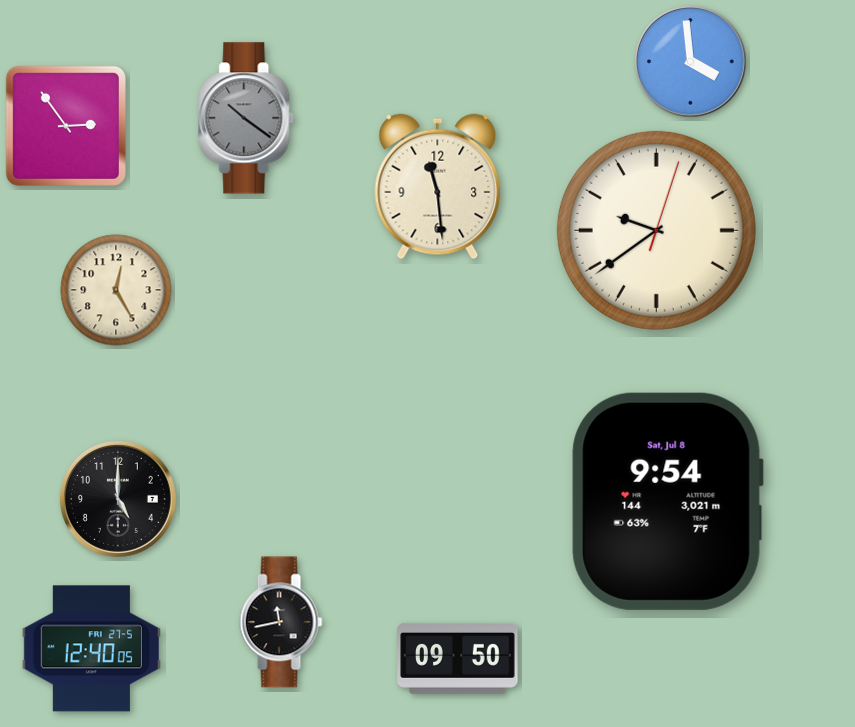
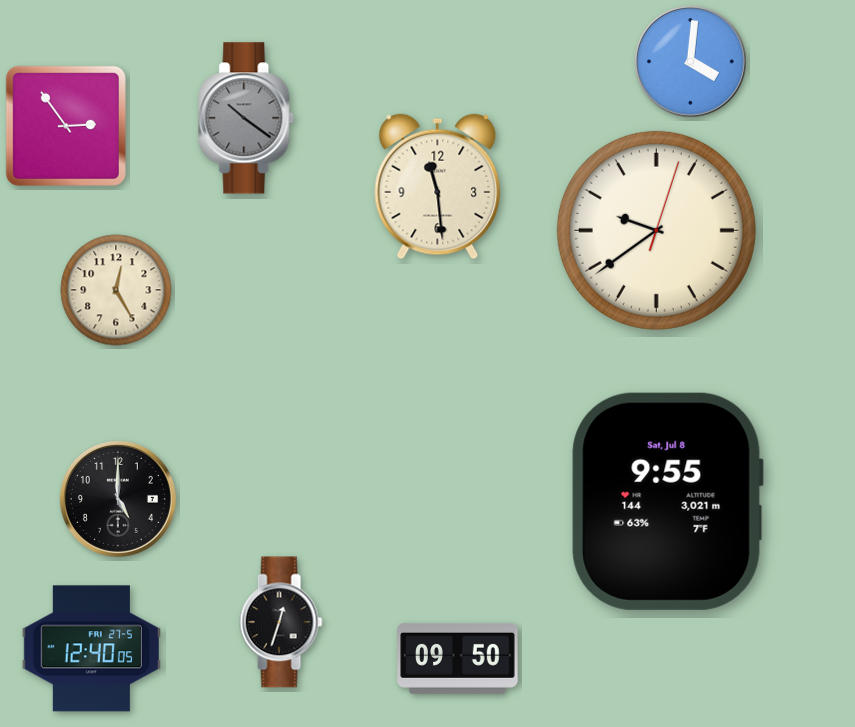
clock at (691, 62): 3:59 -> 4:01
clock at (667, 501): 9:54 -> 9:55
clock at (281, 622): 11:43 -> 12:33
